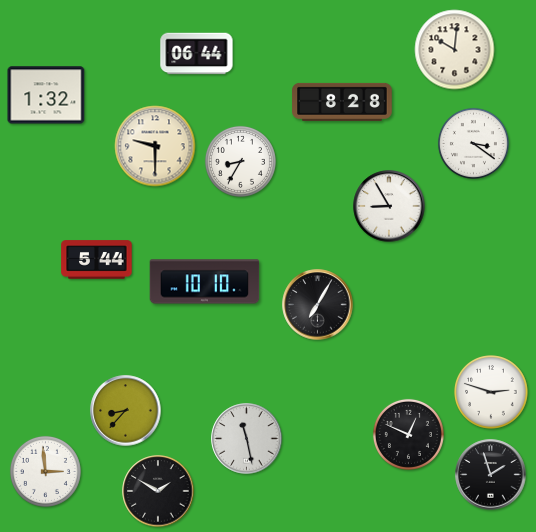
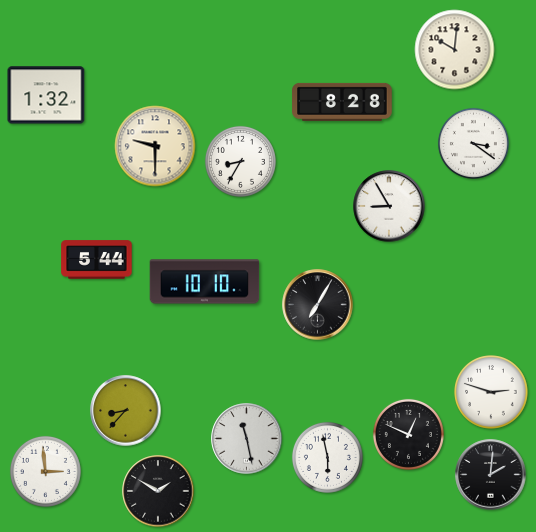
clock at (197, 54): 06:44 -> none
clock at (327, 457): none -> 5:58
clock at (491, 475): 1:57 -> 2:01
